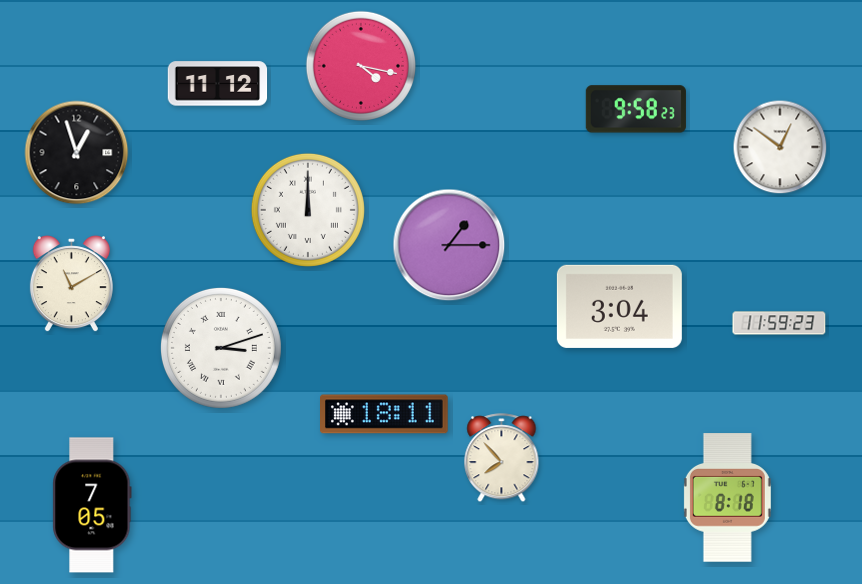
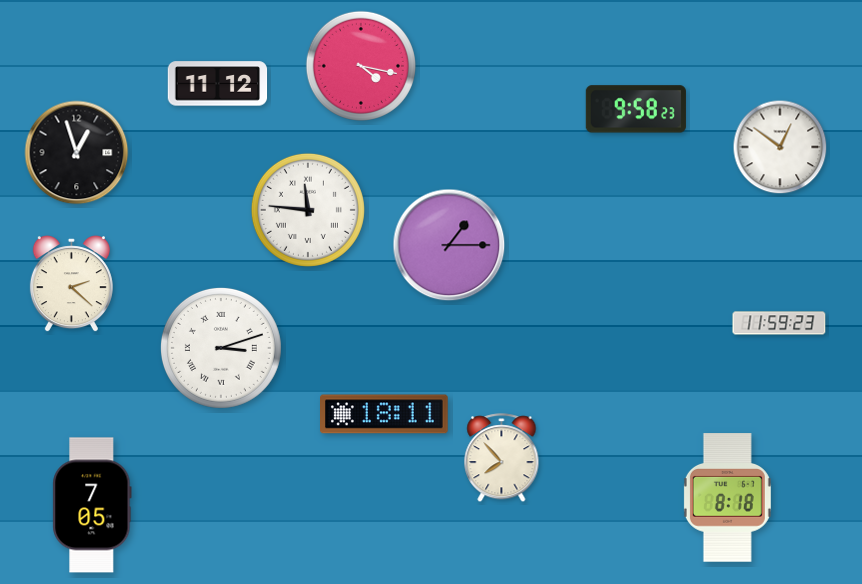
clock at (308, 210): 12:00 -> 11:46
clock at (71, 284): 11:10 -> 2:22
clock at (619, 306): 3:04 -> none
